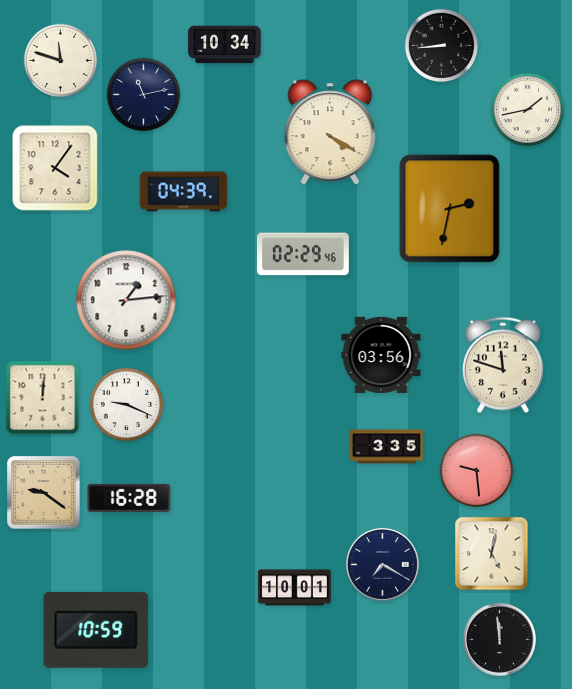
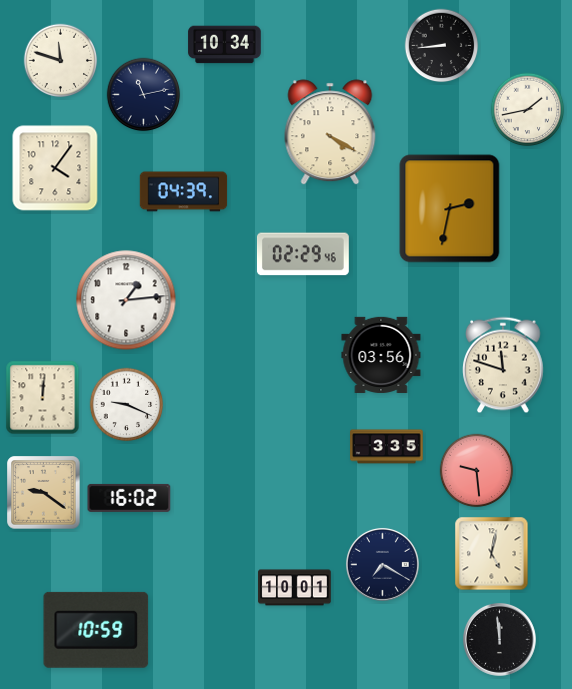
clock at (129, 498): 16:28 -> 16:02
